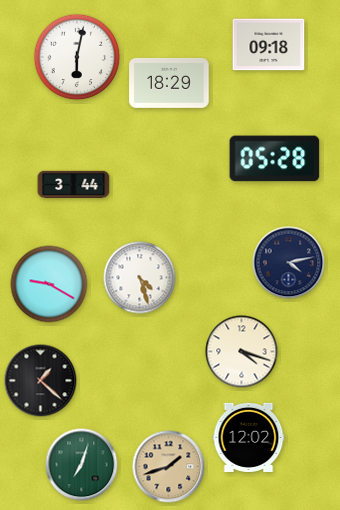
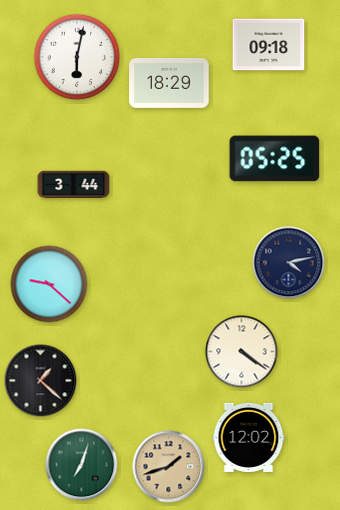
clock at (275, 159): 05:28 -> 05:25
clock at (140, 278): 4:27 -> none
clock at (49, 284): 9:20 -> 9:22
clock at (242, 352): 4:18 -> 4:21
